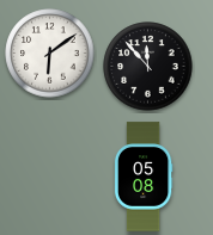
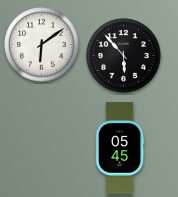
clock at (148, 67): 11:53 -> 5:53
clock at (144, 177): 05:08 -> 05:45
